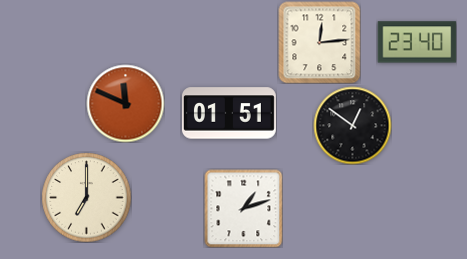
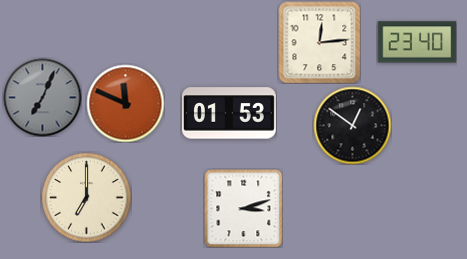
clock at (42, 97): none -> 7:04
clock at (229, 113): 01:51 -> 01:53
clock at (243, 208): 1:12 -> 3:12
